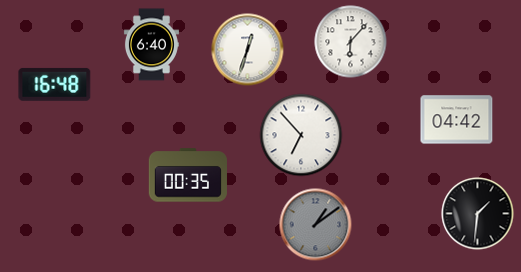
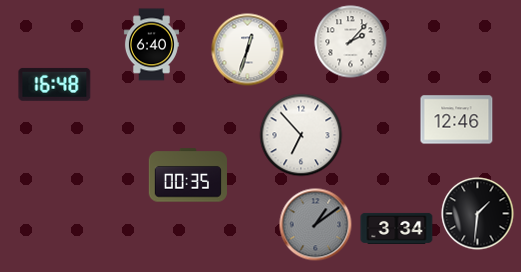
clock at (351, 42): 6:07 -> 2:07
clock at (457, 120): 04:42 -> 12:46
clock at (397, 228): none -> 3:34
